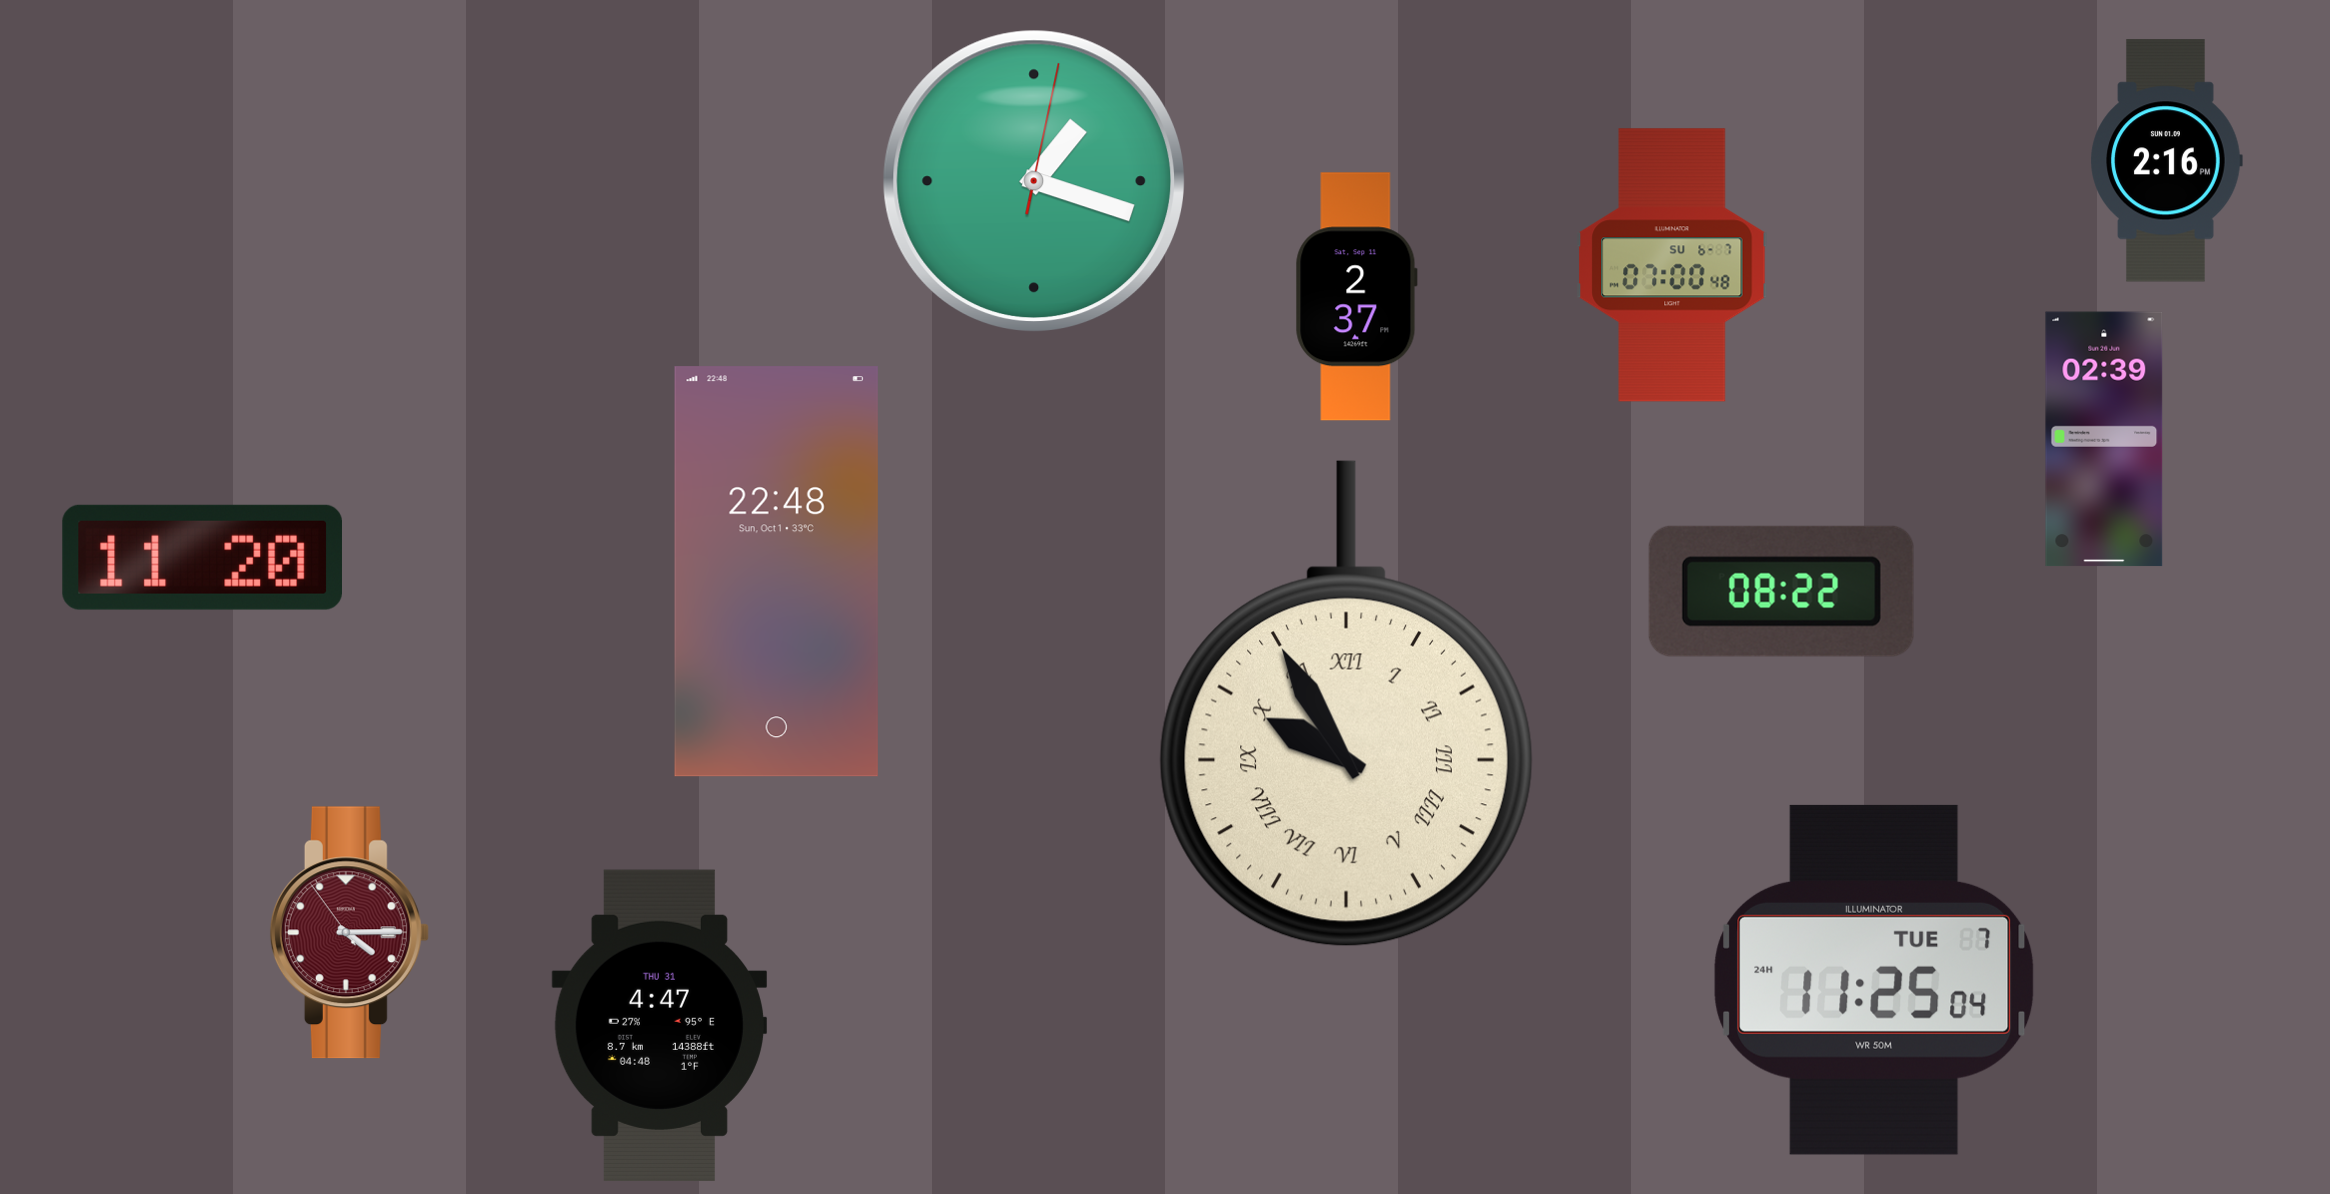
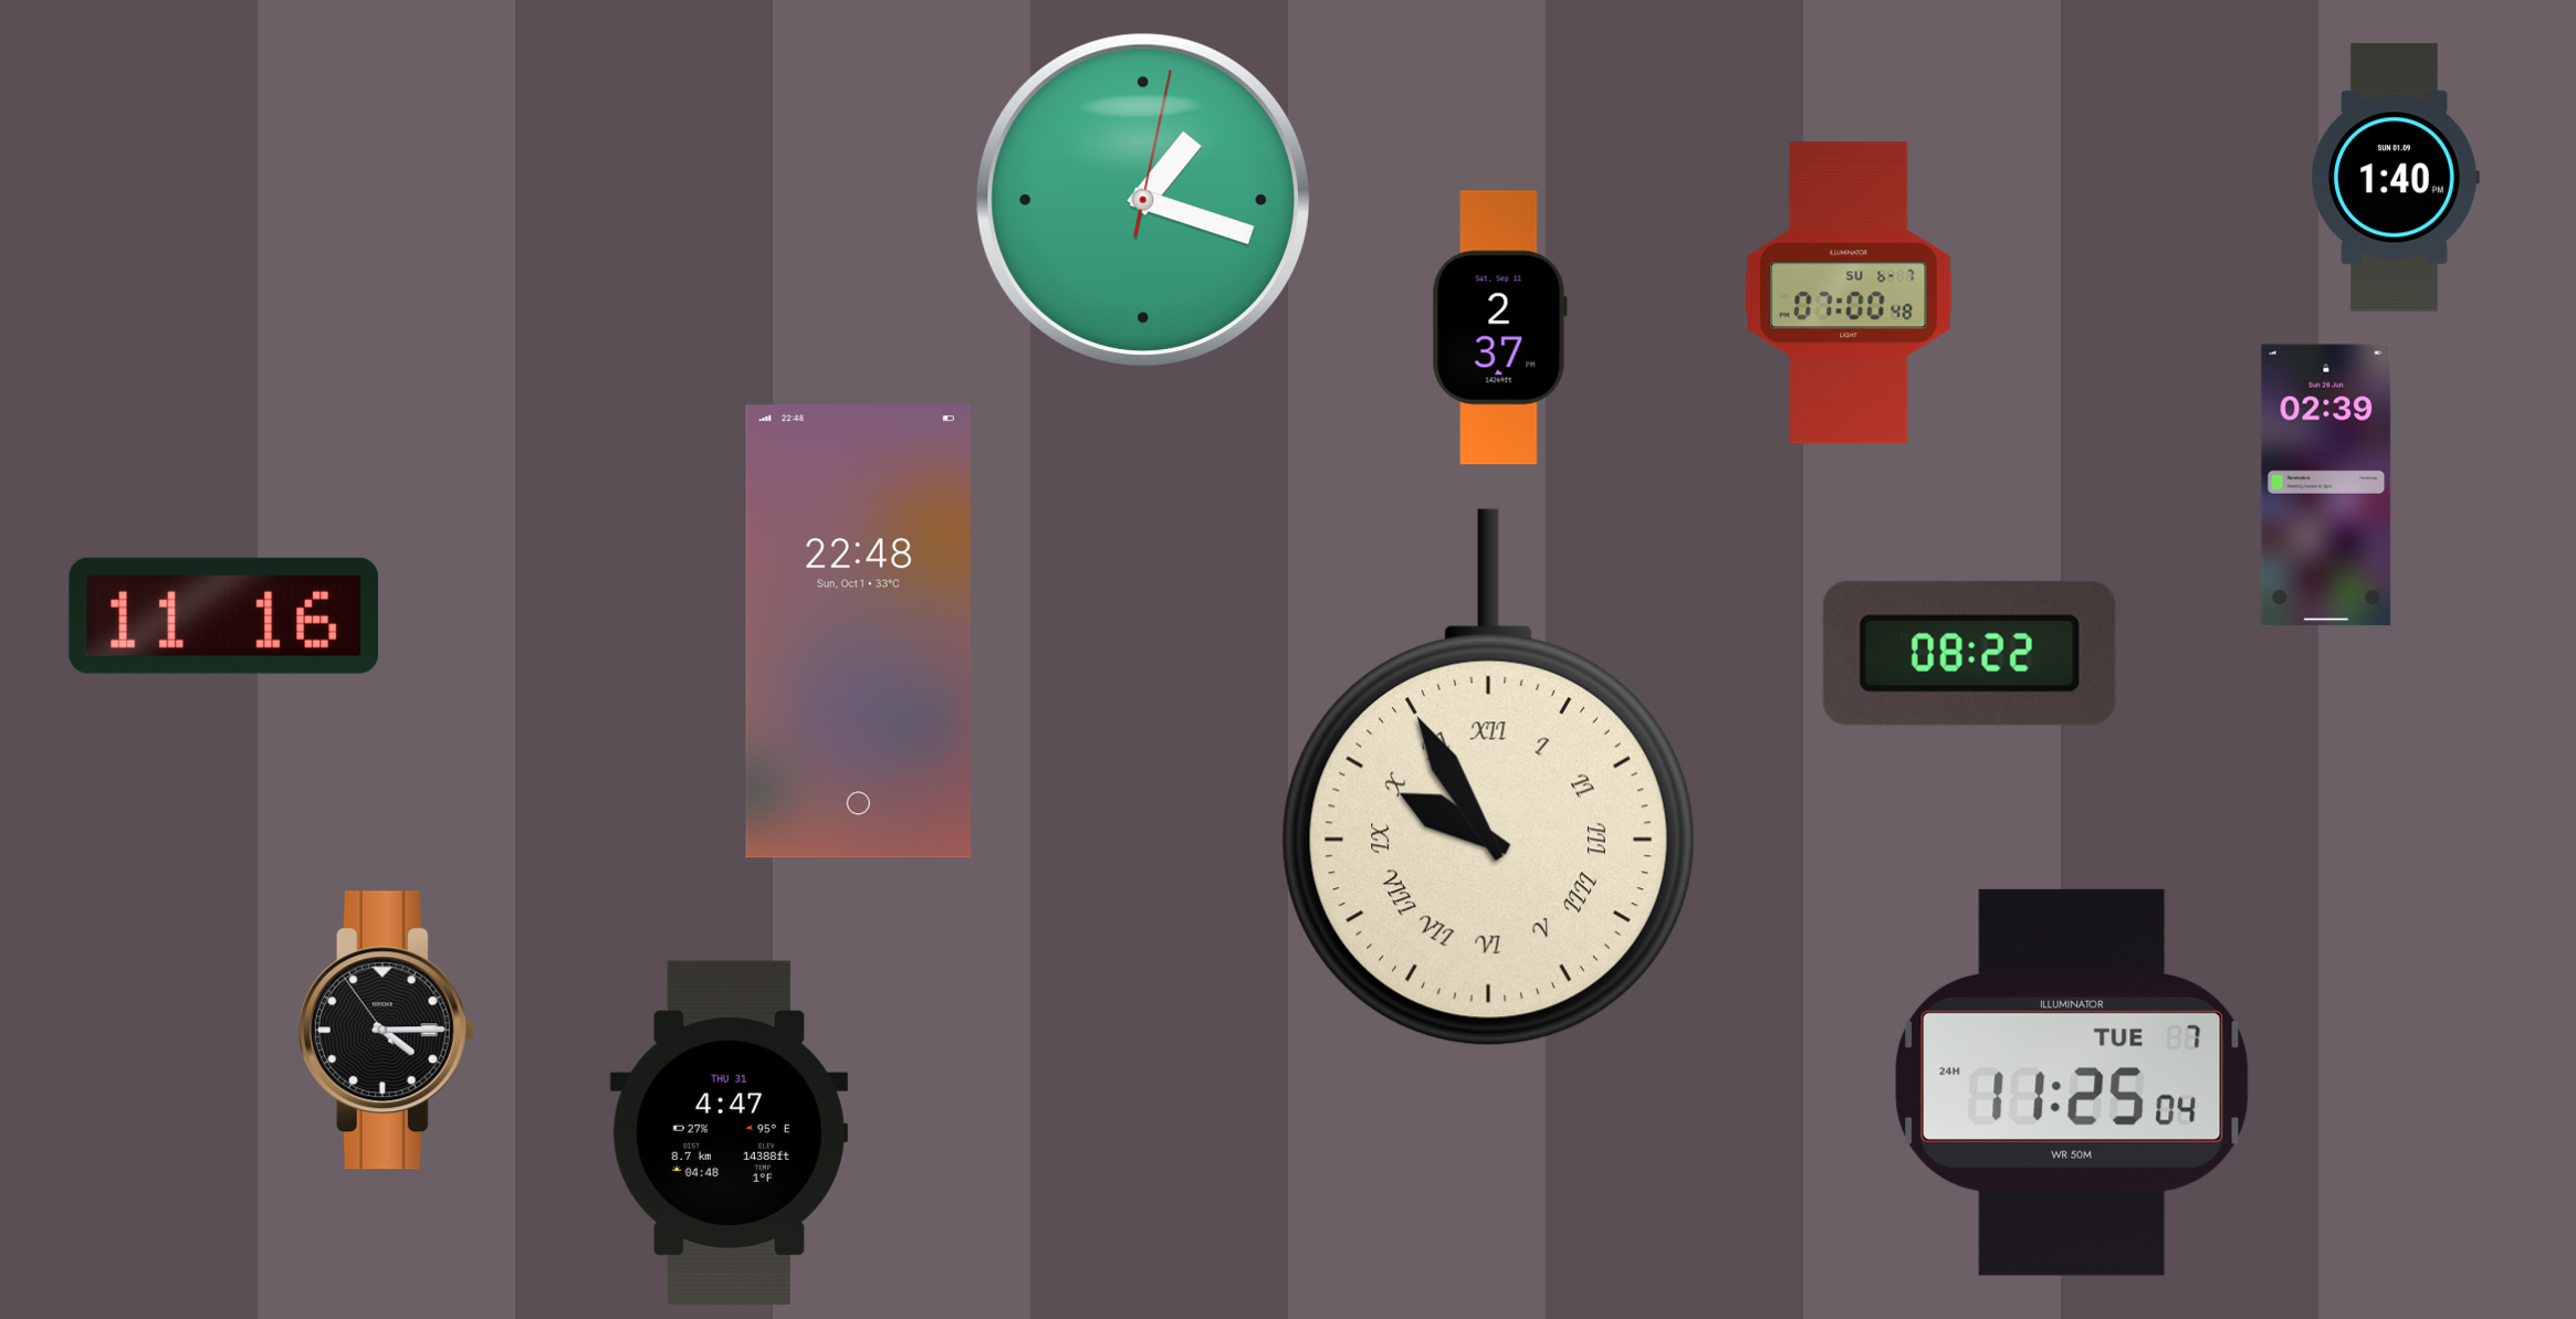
clock at (2166, 161): 2:16 -> 1:40
clock at (202, 557): 11:20 -> 11:16
clock at (349, 933) dial: burgundy -> black
